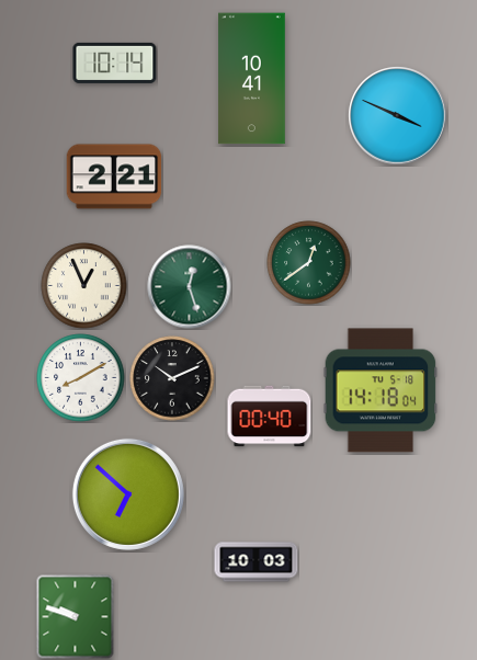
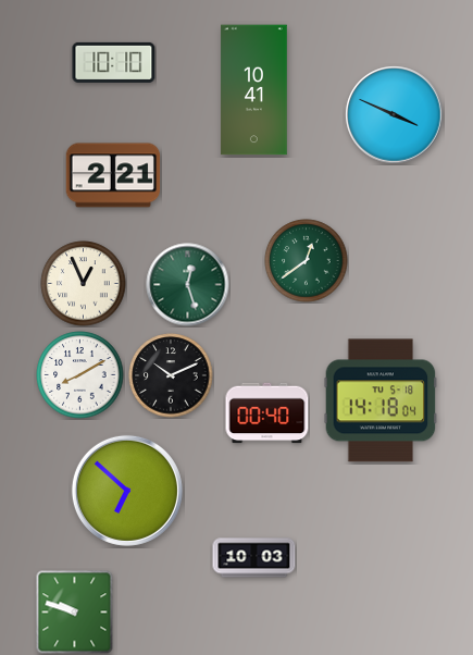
clock at (115, 62): 10:14 -> 10:10
clock at (252, 79) position: (252, 79) -> (254, 90)
clock at (381, 390) position: (381, 390) -> (381, 400)
